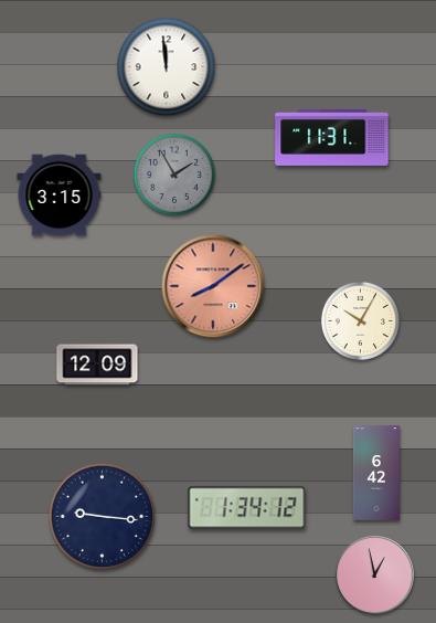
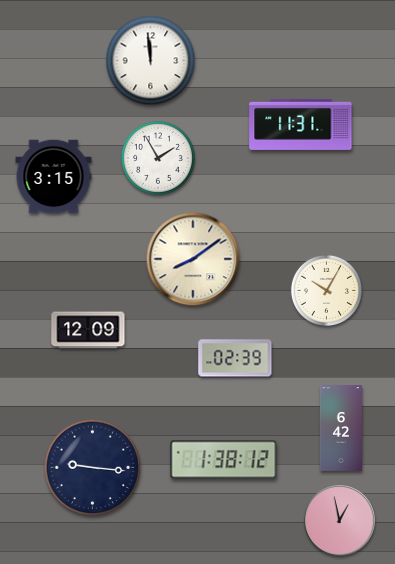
clock at (174, 175) dial: grey -> white
clock at (213, 286) dial: salmon -> cream
clock at (235, 358): none -> 02:39
clock at (247, 508): 1:34 -> 1:38
